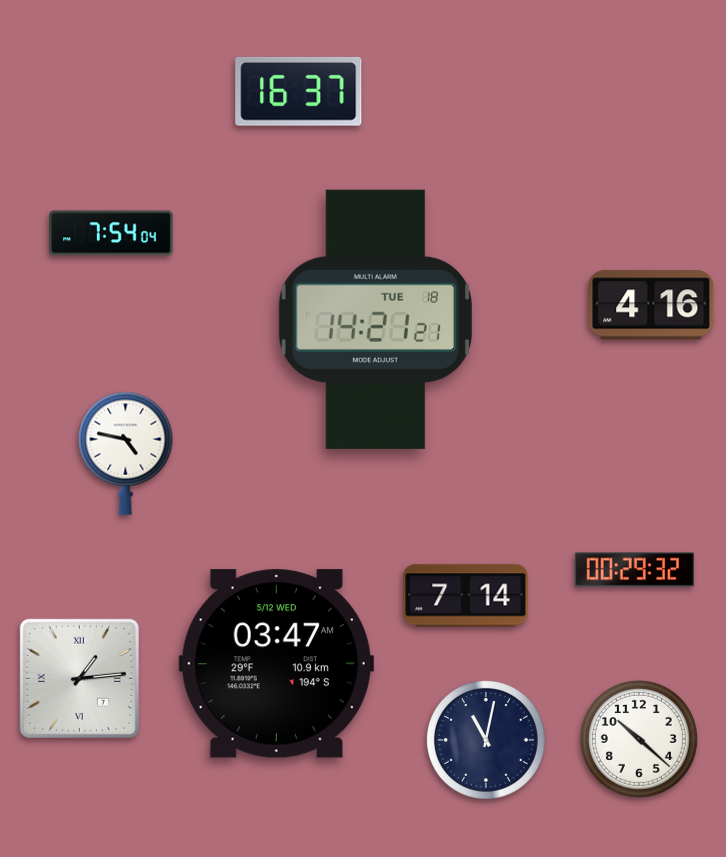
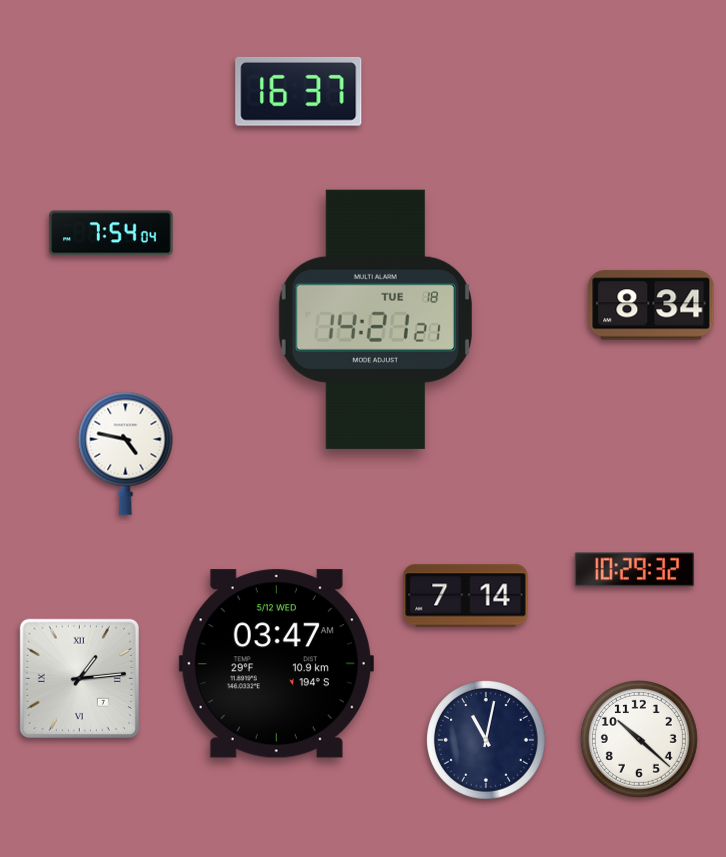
clock at (651, 305): 4:16 -> 8:34
clock at (634, 570): 00:29 -> 10:29
